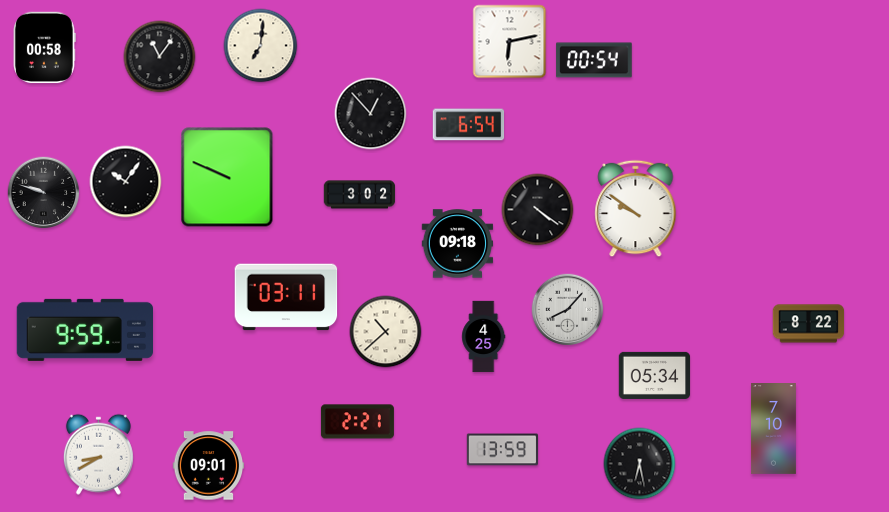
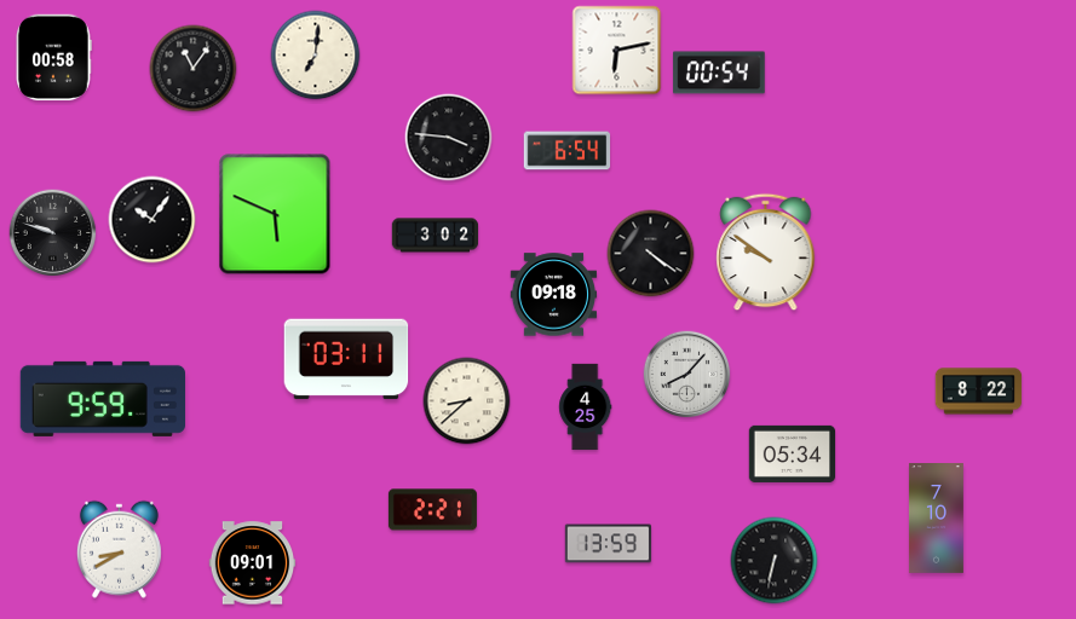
clock at (371, 114): 12:53 -> 3:46
clock at (227, 177): 9:49 -> 5:49
clock at (636, 209) position: (636, 209) -> (766, 253)
clock at (386, 332): 10:38 -> 8:38
clock at (640, 464): 6:28 -> 6:32
